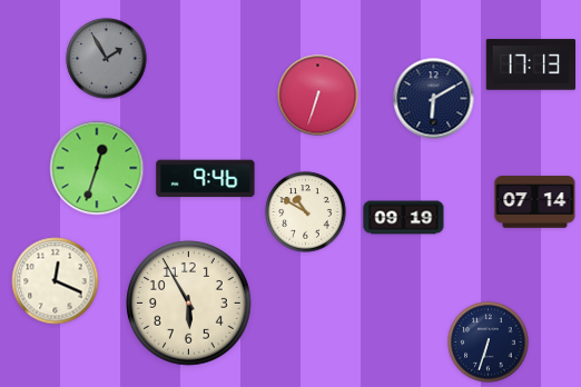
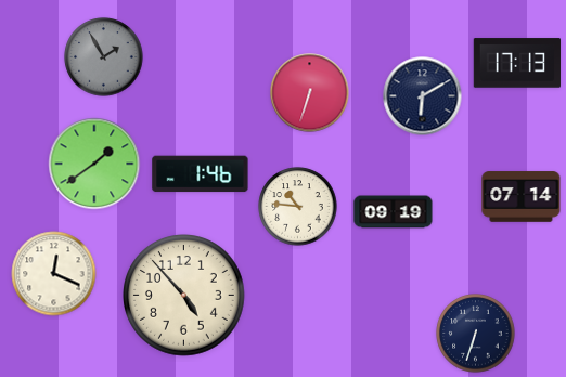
clock at (97, 168): 12:33 -> 1:39
clock at (206, 179): 9:46 -> 1:46
clock at (306, 212): 10:50 -> 10:46
clock at (189, 304): 5:55 -> 4:53
